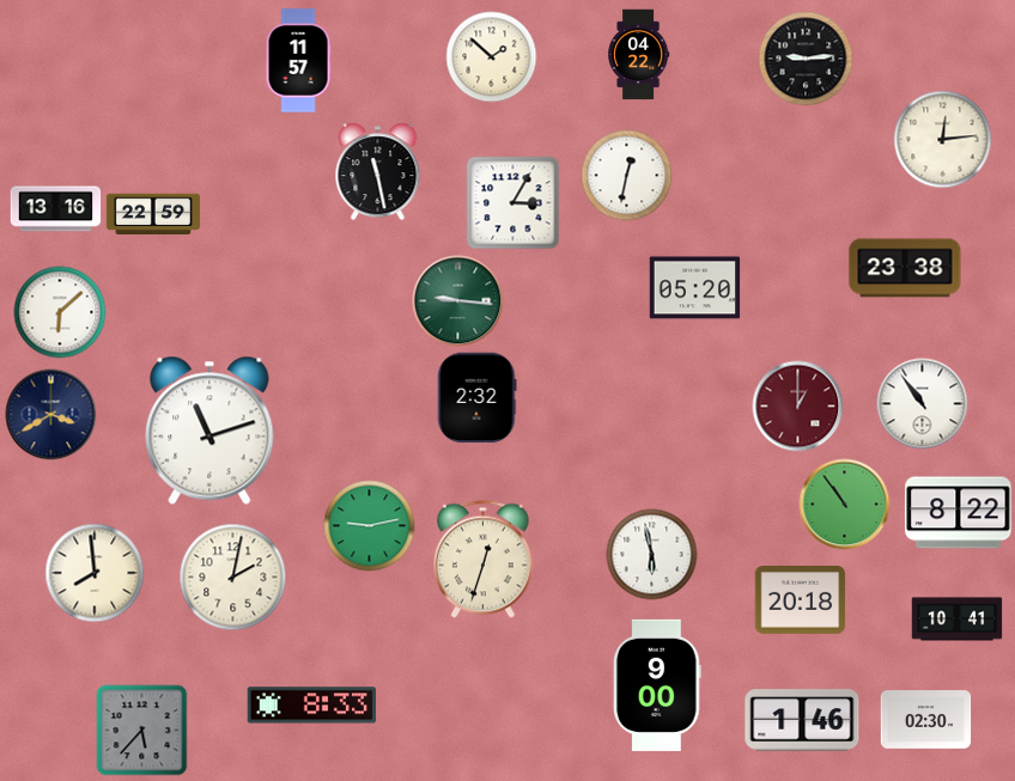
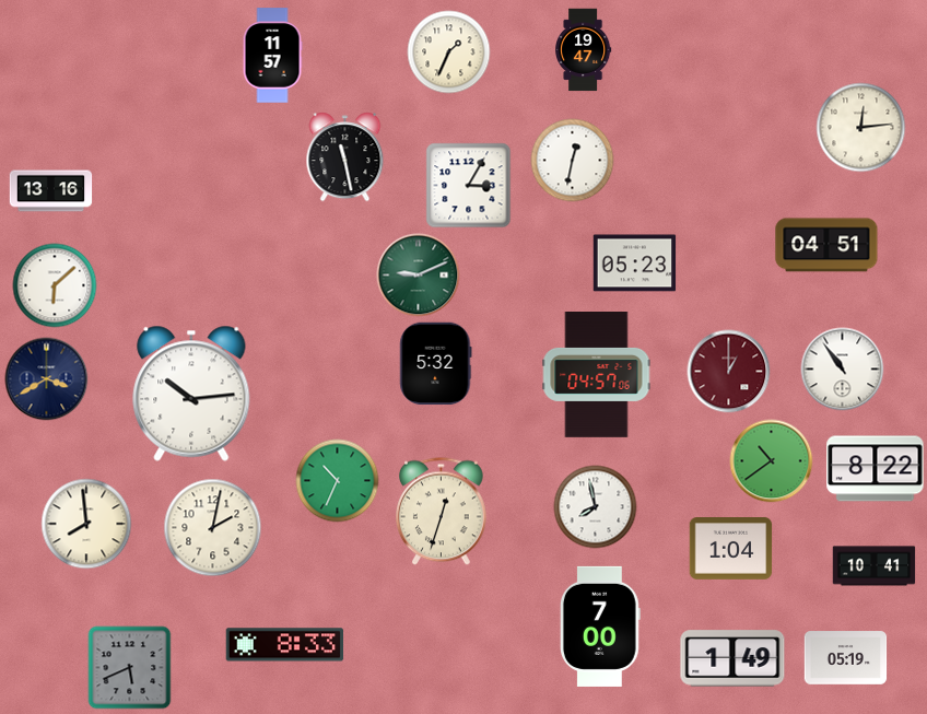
clock at (638, 55): 04:22 -> 19:47
clock at (492, 57): 1:52 -> 1:34
clock at (806, 59): 9:14 -> none
clock at (153, 214): 22:59 -> none
clock at (905, 268): 23:38 -> 04:51
clock at (695, 288): 05:20 -> 05:23
clock at (458, 301): 9:16 -> 9:11
clock at (478, 398): 2:32 -> 5:32
clock at (597, 375): none -> 04:57
clock at (209, 431): 11:12 -> 10:14
clock at (845, 505): 10:54 -> 10:39
clock at (370, 526): 9:13 -> 10:34
clock at (652, 555): 5:58 -> 7:58
clock at (801, 600): 20:18 -> 1:04
clock at (657, 685): 9:00 -> 7:00
clock at (802, 720): 1:46 -> 1:49
clock at (926, 720): 02:30 -> 05:19
clock at (142, 731): 5:37 -> 5:41
